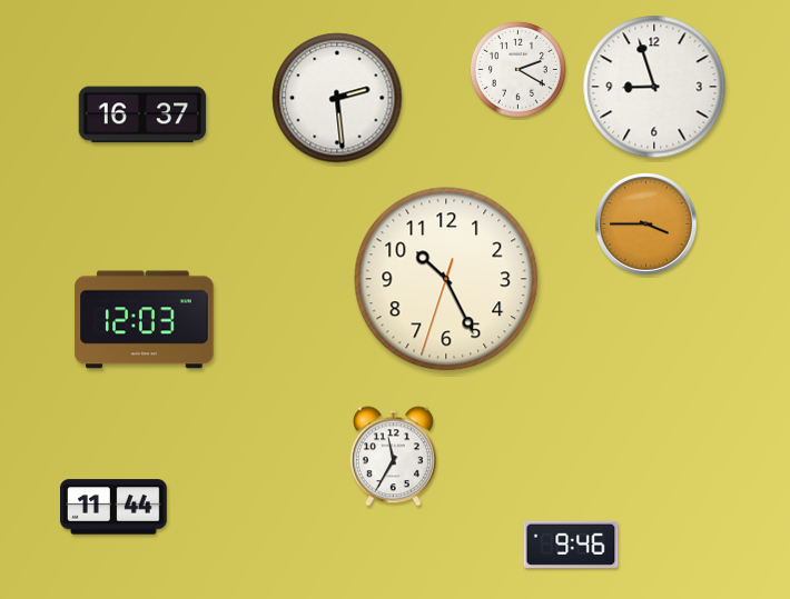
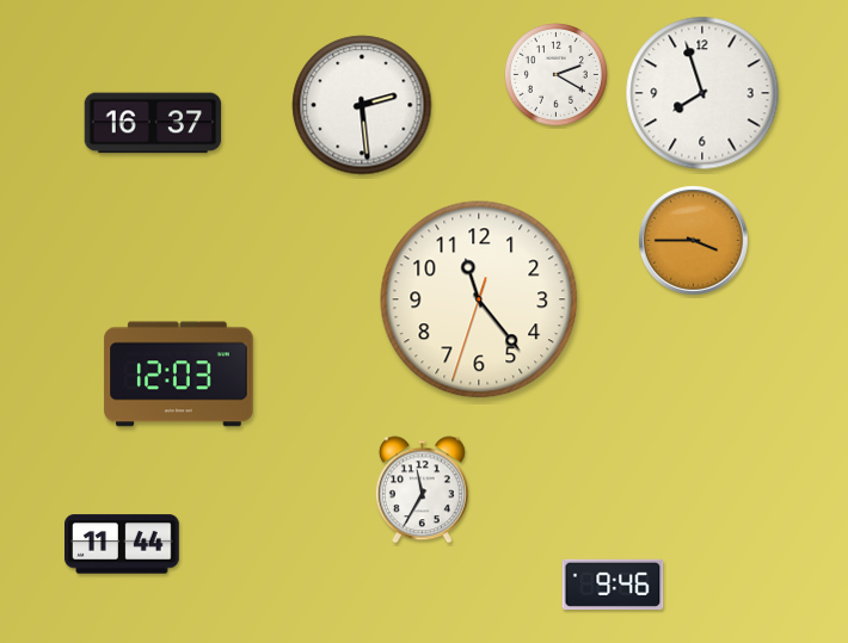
clock at (654, 87): 8:57 -> 7:57
clock at (446, 279): 10:25 -> 11:23
clock at (145, 320) position: (145, 320) -> (179, 375)
